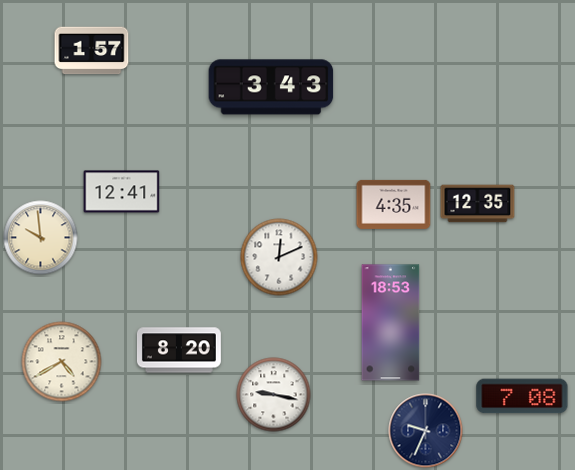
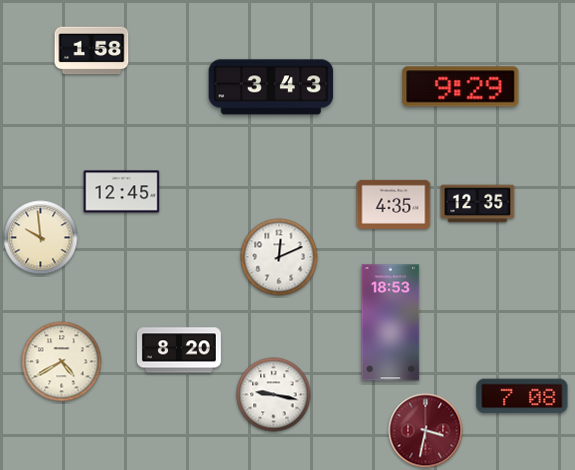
clock at (92, 51): 1:57 -> 1:58
clock at (461, 87): none -> 9:29
clock at (122, 192): 12:41 -> 12:45
clock at (426, 431): 9:34 -> 3:32
clock at (426, 431) dial: navy -> burgundy
